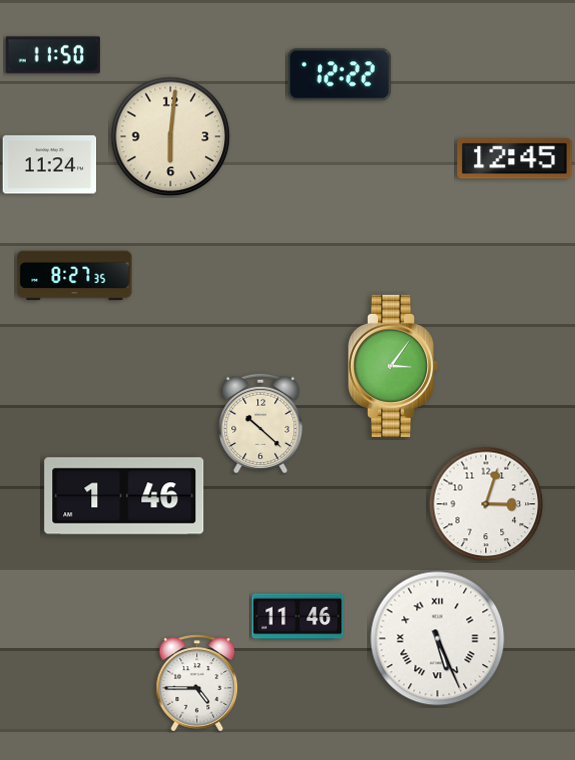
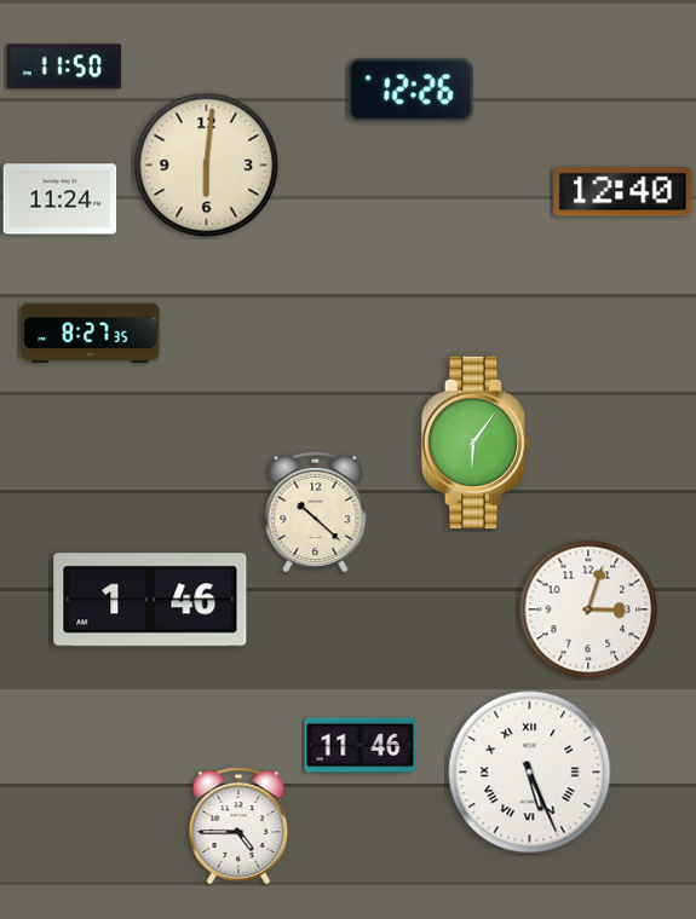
clock at (339, 75): 12:22 -> 12:26
clock at (515, 159): 12:45 -> 12:40
clock at (393, 366): 3:06 -> 6:06
